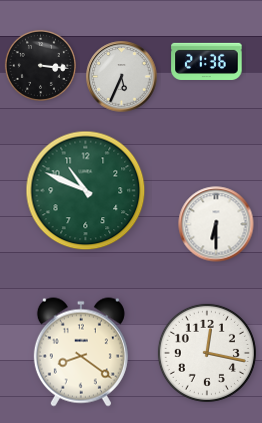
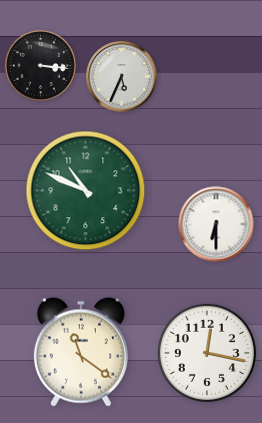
clock at (207, 61): 21:36 -> none
clock at (81, 352): 8:21 -> 11:21
